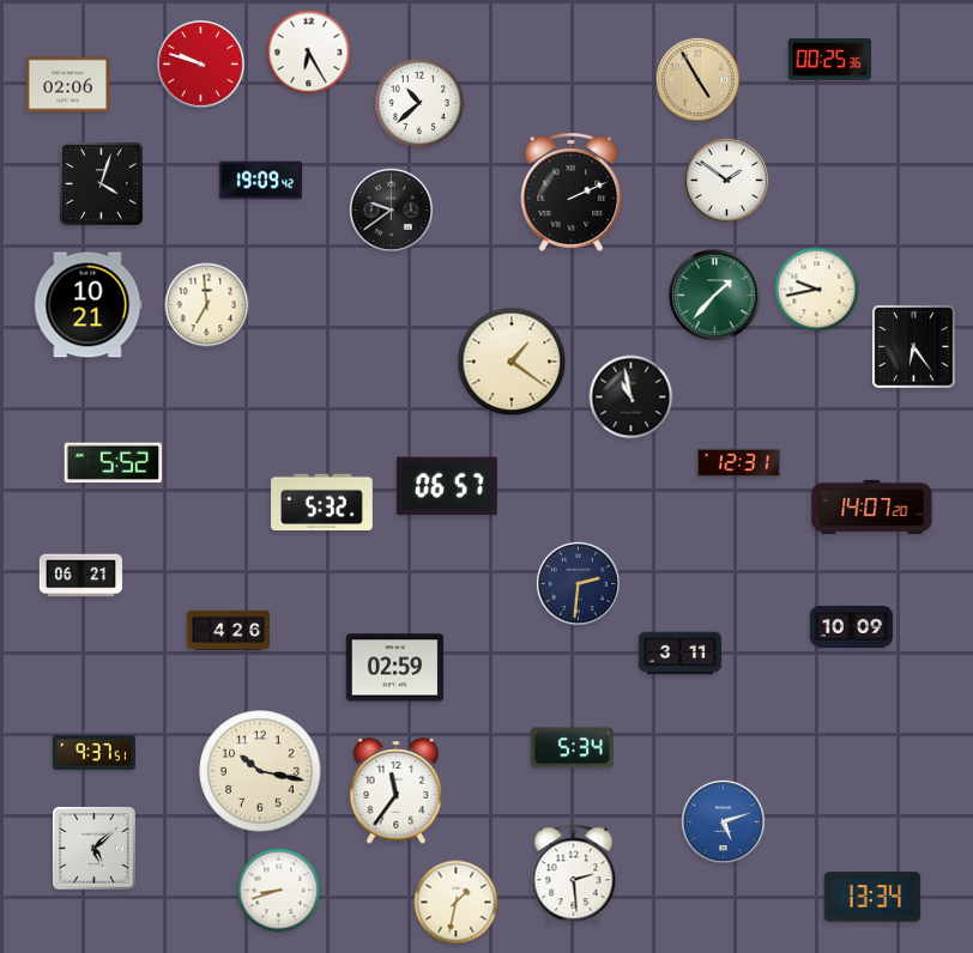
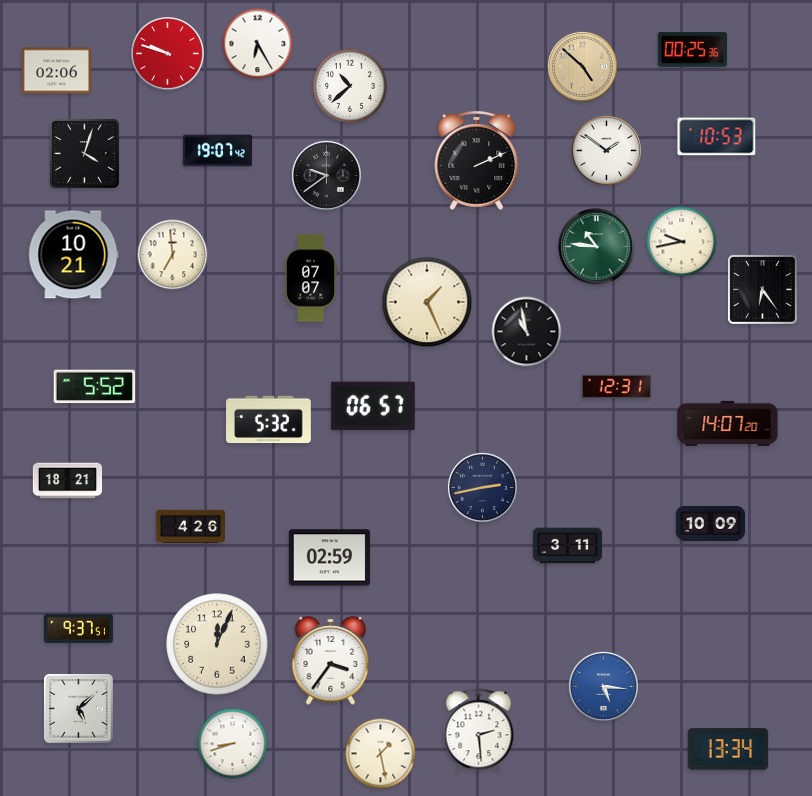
clock at (697, 79): 4:55 -> 4:52
clock at (717, 137): none -> 10:53
clock at (261, 181): 19:09 -> 19:07
clock at (715, 296): 1:37 -> 10:46
clock at (311, 278): none -> 07:07
clock at (512, 362): 1:21 -> 1:26
clock at (81, 576): 06:21 -> 18:21
clock at (578, 583): 2:31 -> 2:43
clock at (572, 748): 5:34 -> none
clock at (260, 771): 10:17 -> 12:04
clock at (397, 791): 11:36 -> 3:36
clock at (723, 821): 5:12 -> 5:16
clock at (457, 903): 1:32 -> 1:28
